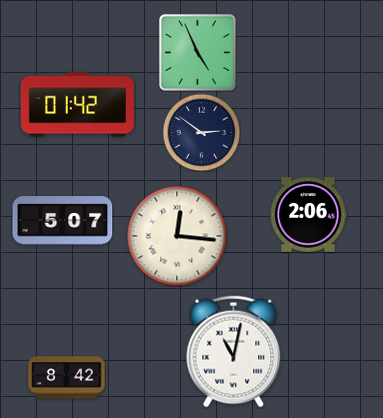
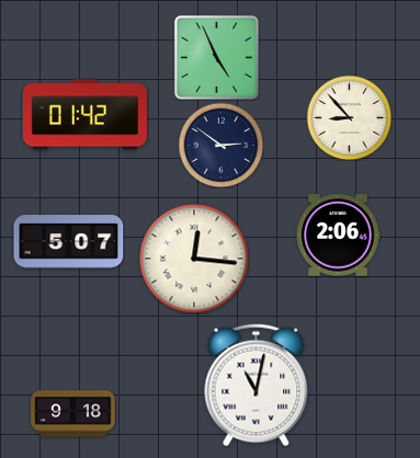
clock at (349, 117): none -> 8:53
clock at (67, 378): 8:42 -> 9:18
